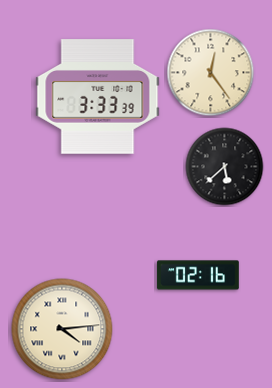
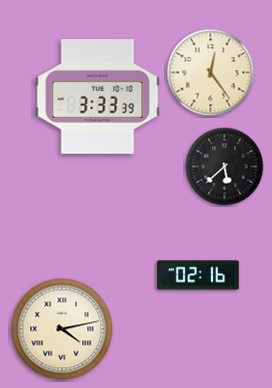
clock at (62, 329): 4:14 -> 4:13
